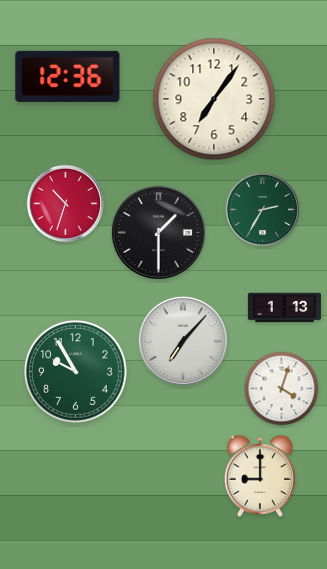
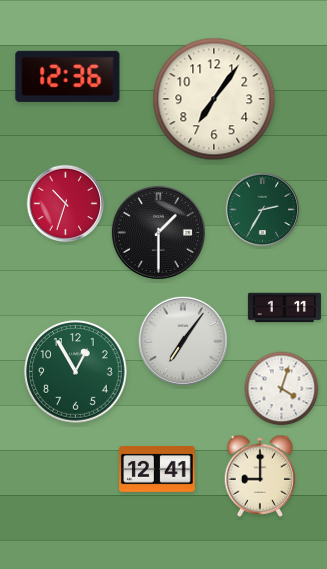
clock at (284, 308): 1:13 -> 1:11
clock at (183, 341): 7:07 -> 7:06
clock at (76, 372): 9:55 -> 12:55
clock at (158, 470): none -> 12:41
